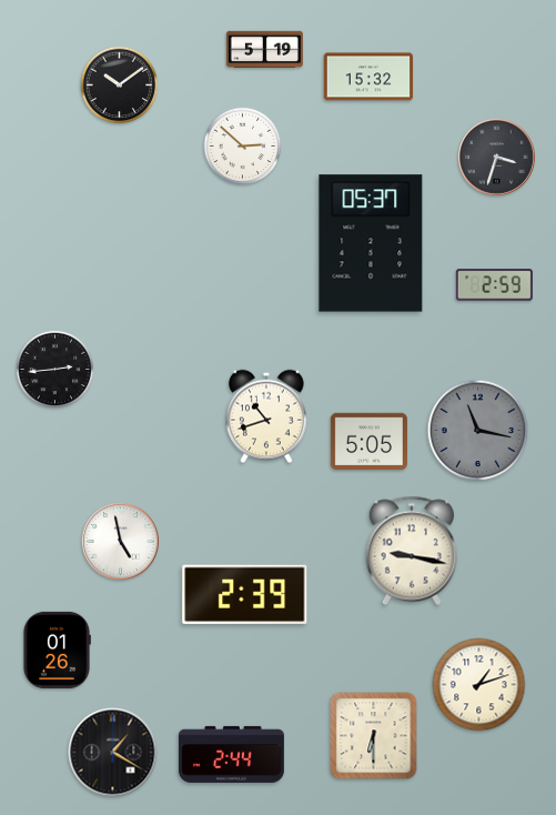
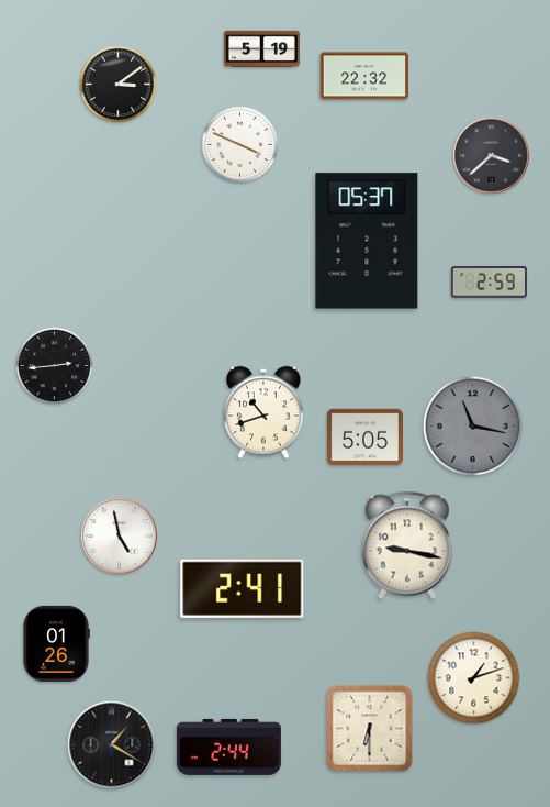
clock at (368, 77): 15:32 -> 22:32
clock at (120, 85): 10:09 -> 3:09
clock at (243, 147): 2:52 -> 3:49
clock at (496, 157): 3:33 -> 3:38
clock at (245, 594): 2:39 -> 2:41
